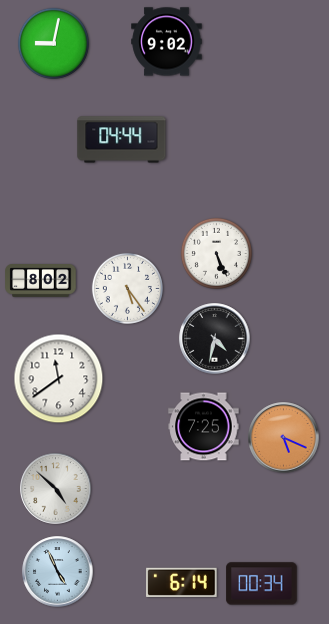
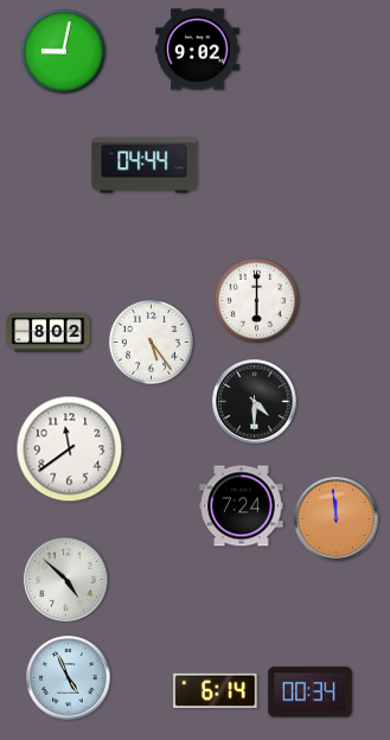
clock at (216, 253): 5:26 -> 6:00
clock at (215, 339): 4:32 -> 4:30
clock at (204, 427): 7:25 -> 7:24
clock at (284, 438): 5:19 -> 11:59
